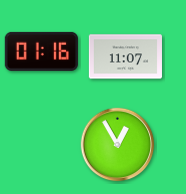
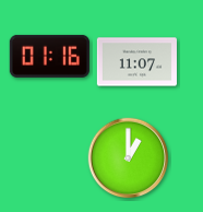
clock at (41, 51) position: (41, 51) -> (49, 56)
clock at (118, 145): 12:55 -> 1:00
